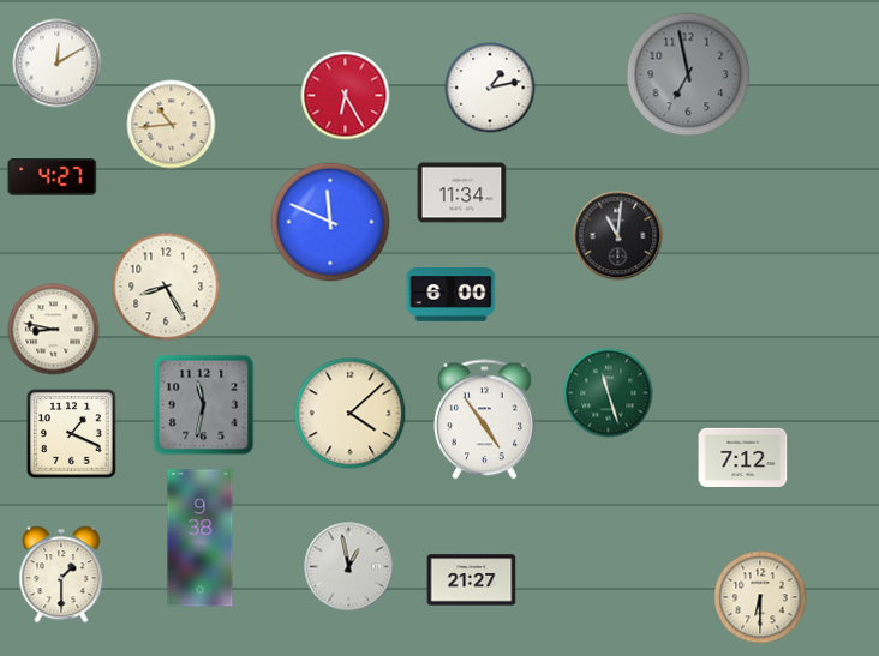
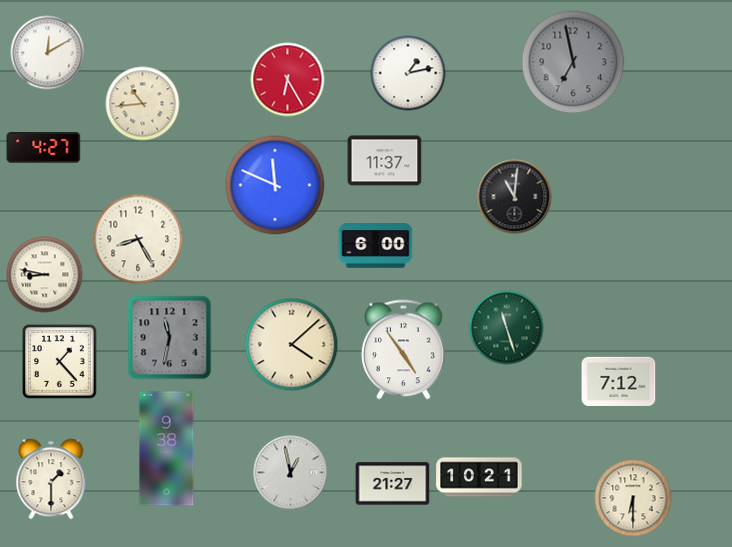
clock at (462, 193): 11:34 -> 11:37
clock at (72, 434): 1:19 -> 1:23
clock at (479, 477): none -> 10:21
